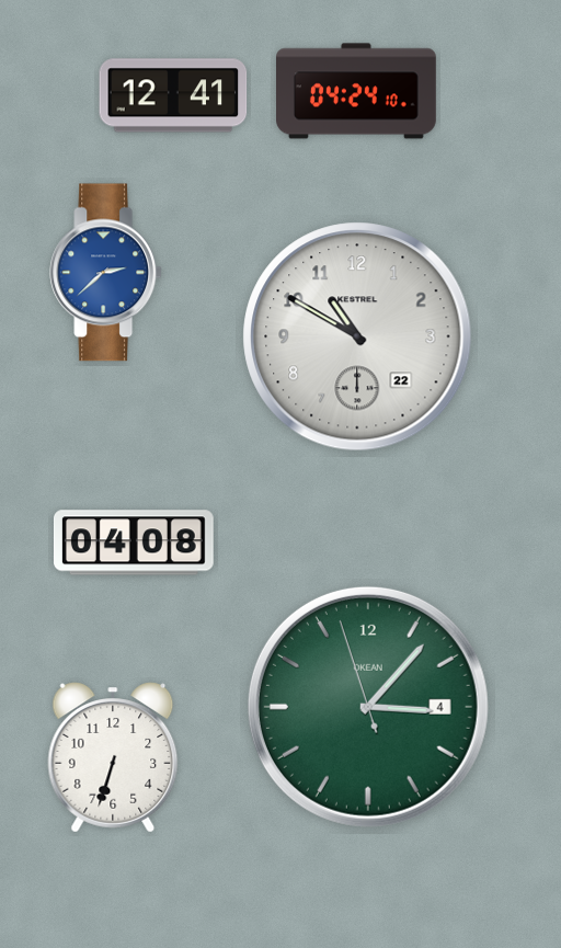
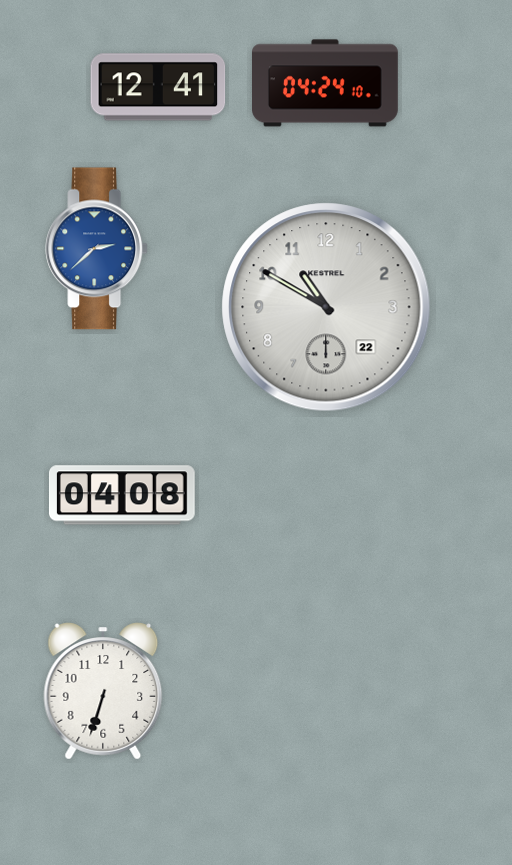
clock at (368, 707): 3:06 -> none
